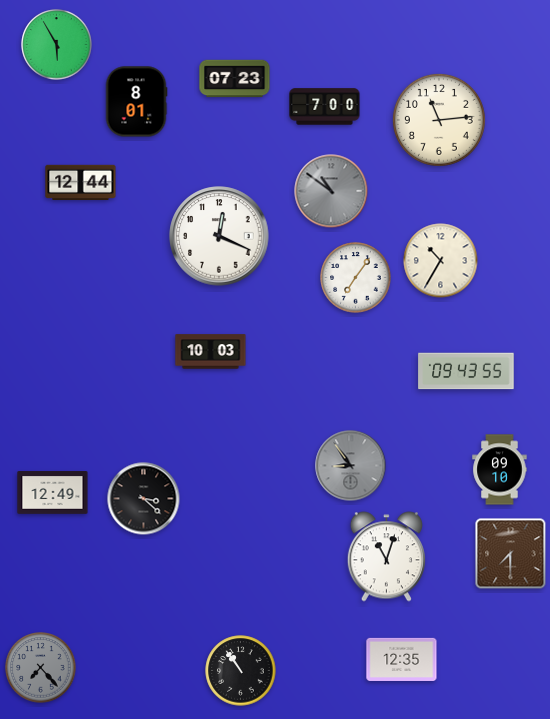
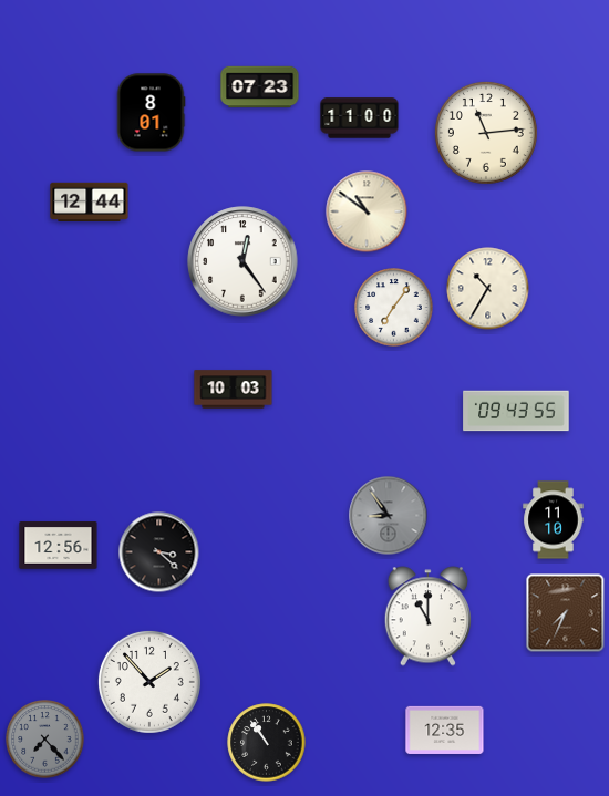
clock at (57, 45): 5:55 -> none
clock at (325, 107): 7:00 -> 11:00
clock at (331, 191) dial: grey -> cream
clock at (219, 236): 12:19 -> 12:24
clock at (500, 470): 09:10 -> 11:10
clock at (53, 493): 12:49 -> 12:56
clock at (511, 554): 7:30 -> 7:34
clock at (386, 557): 11:03 -> 11:00
clock at (149, 682): none -> 1:53
